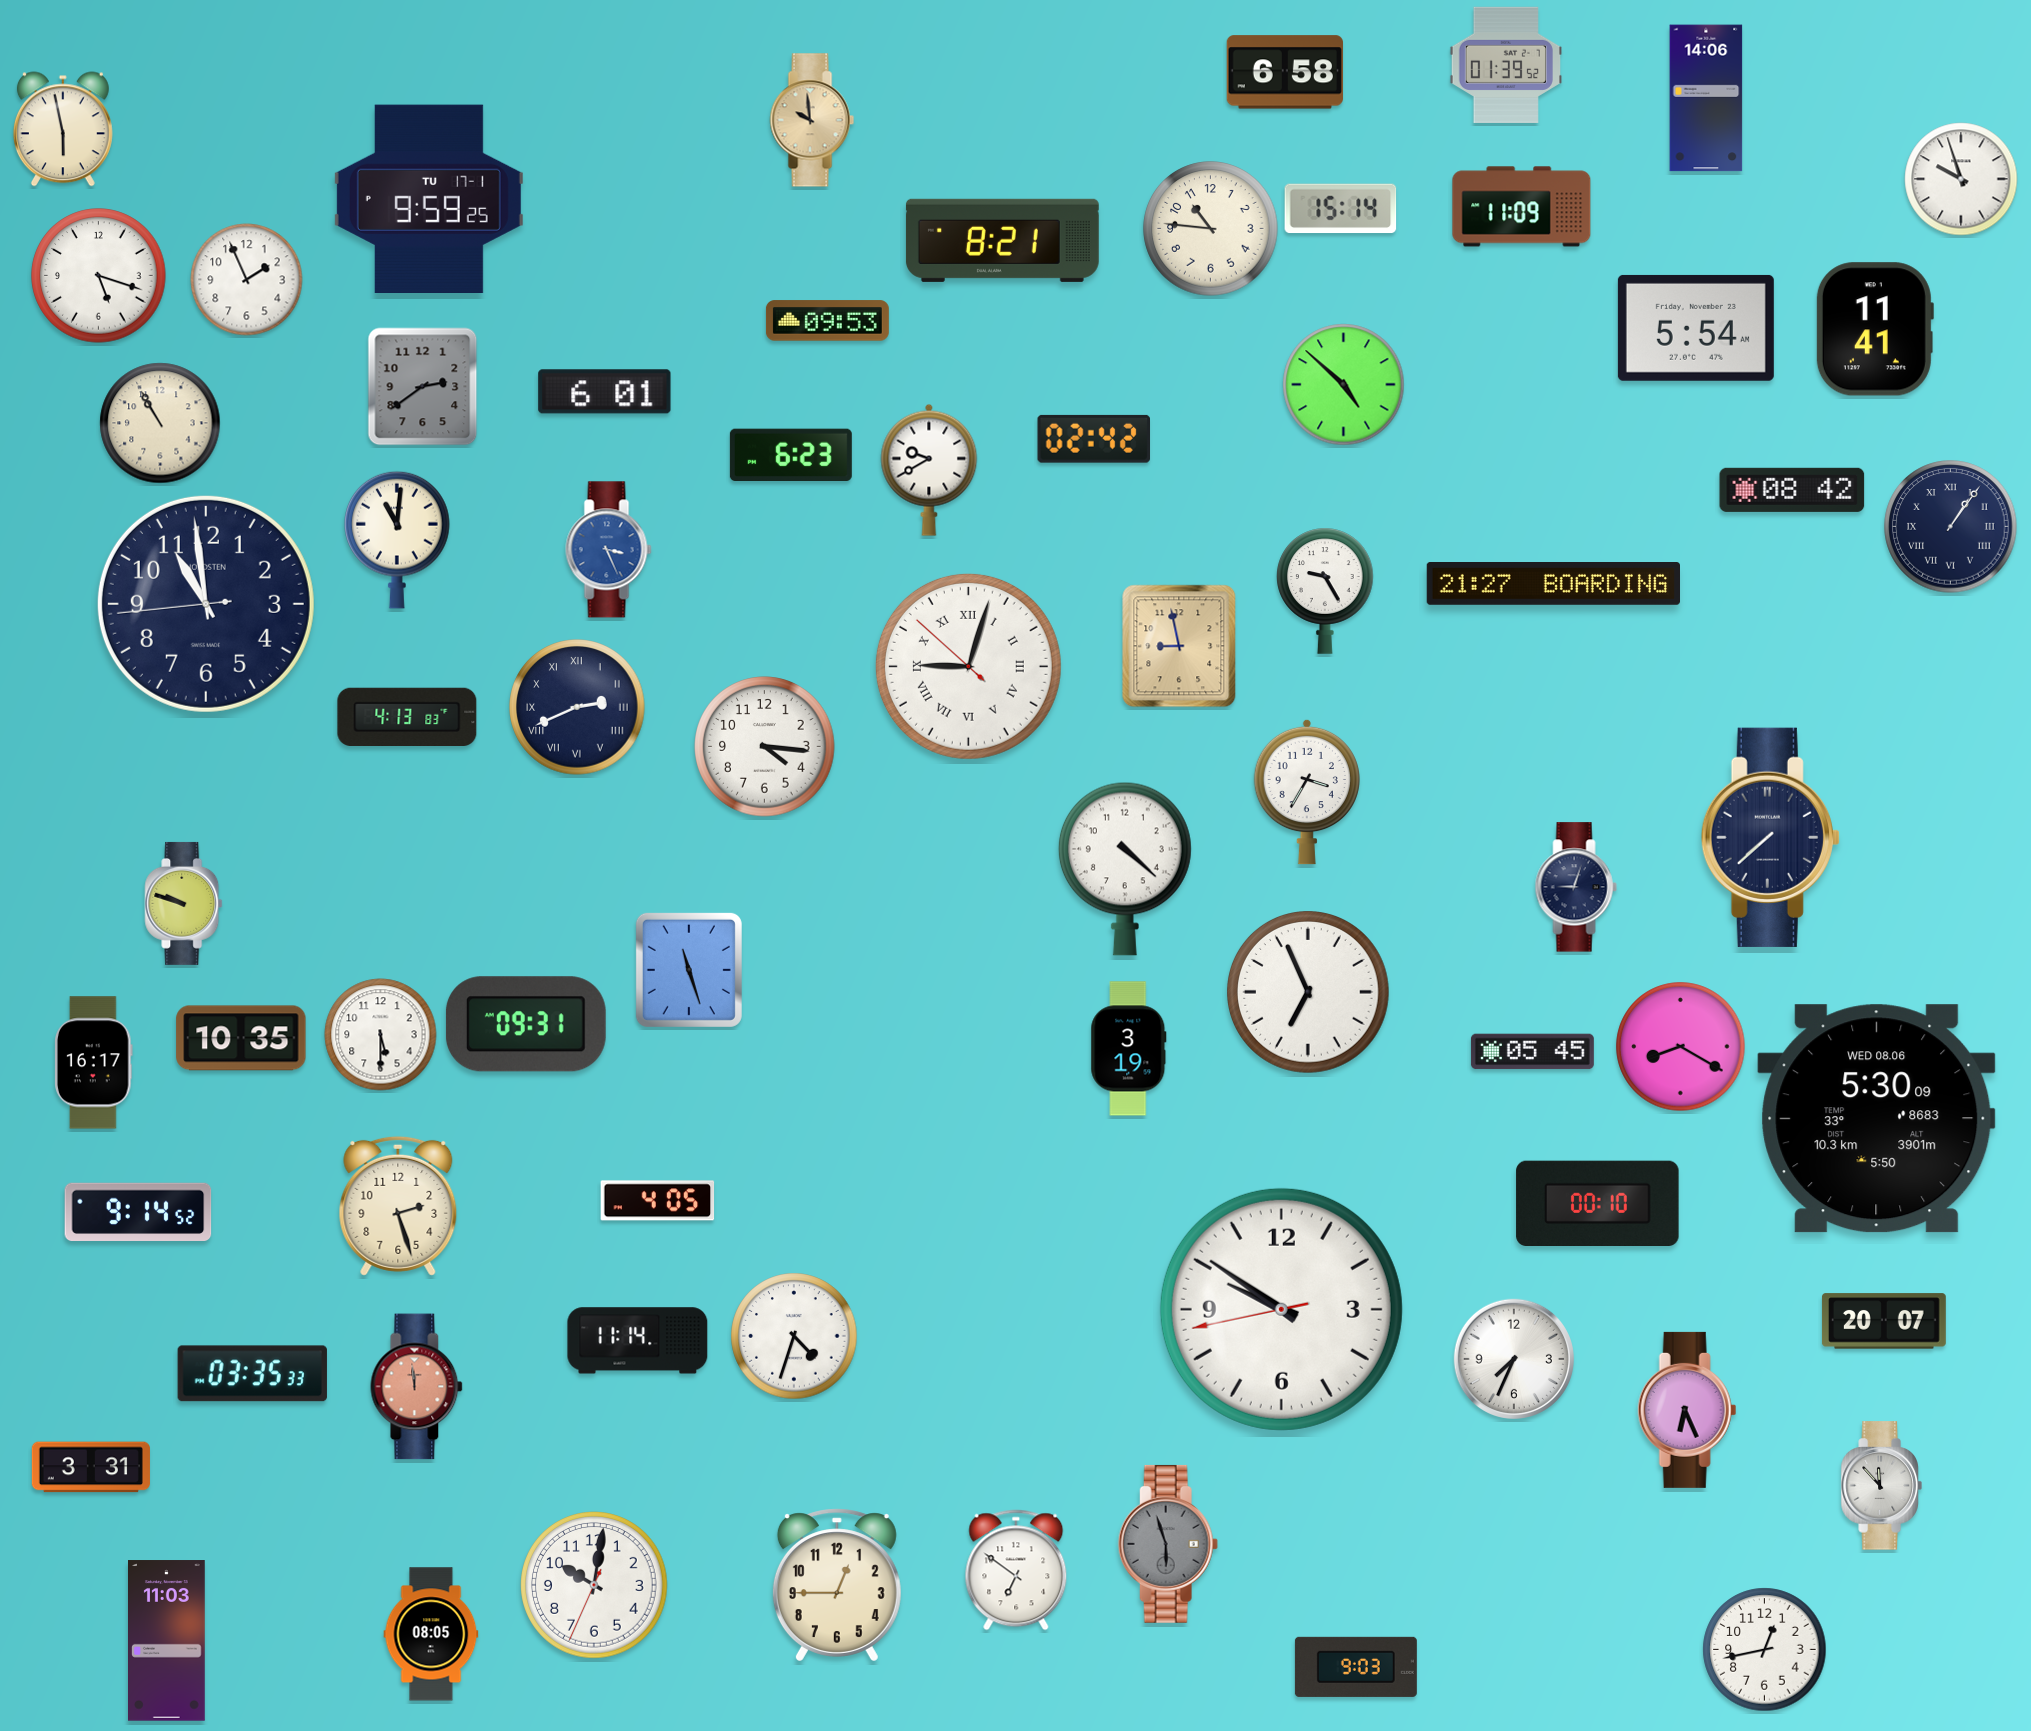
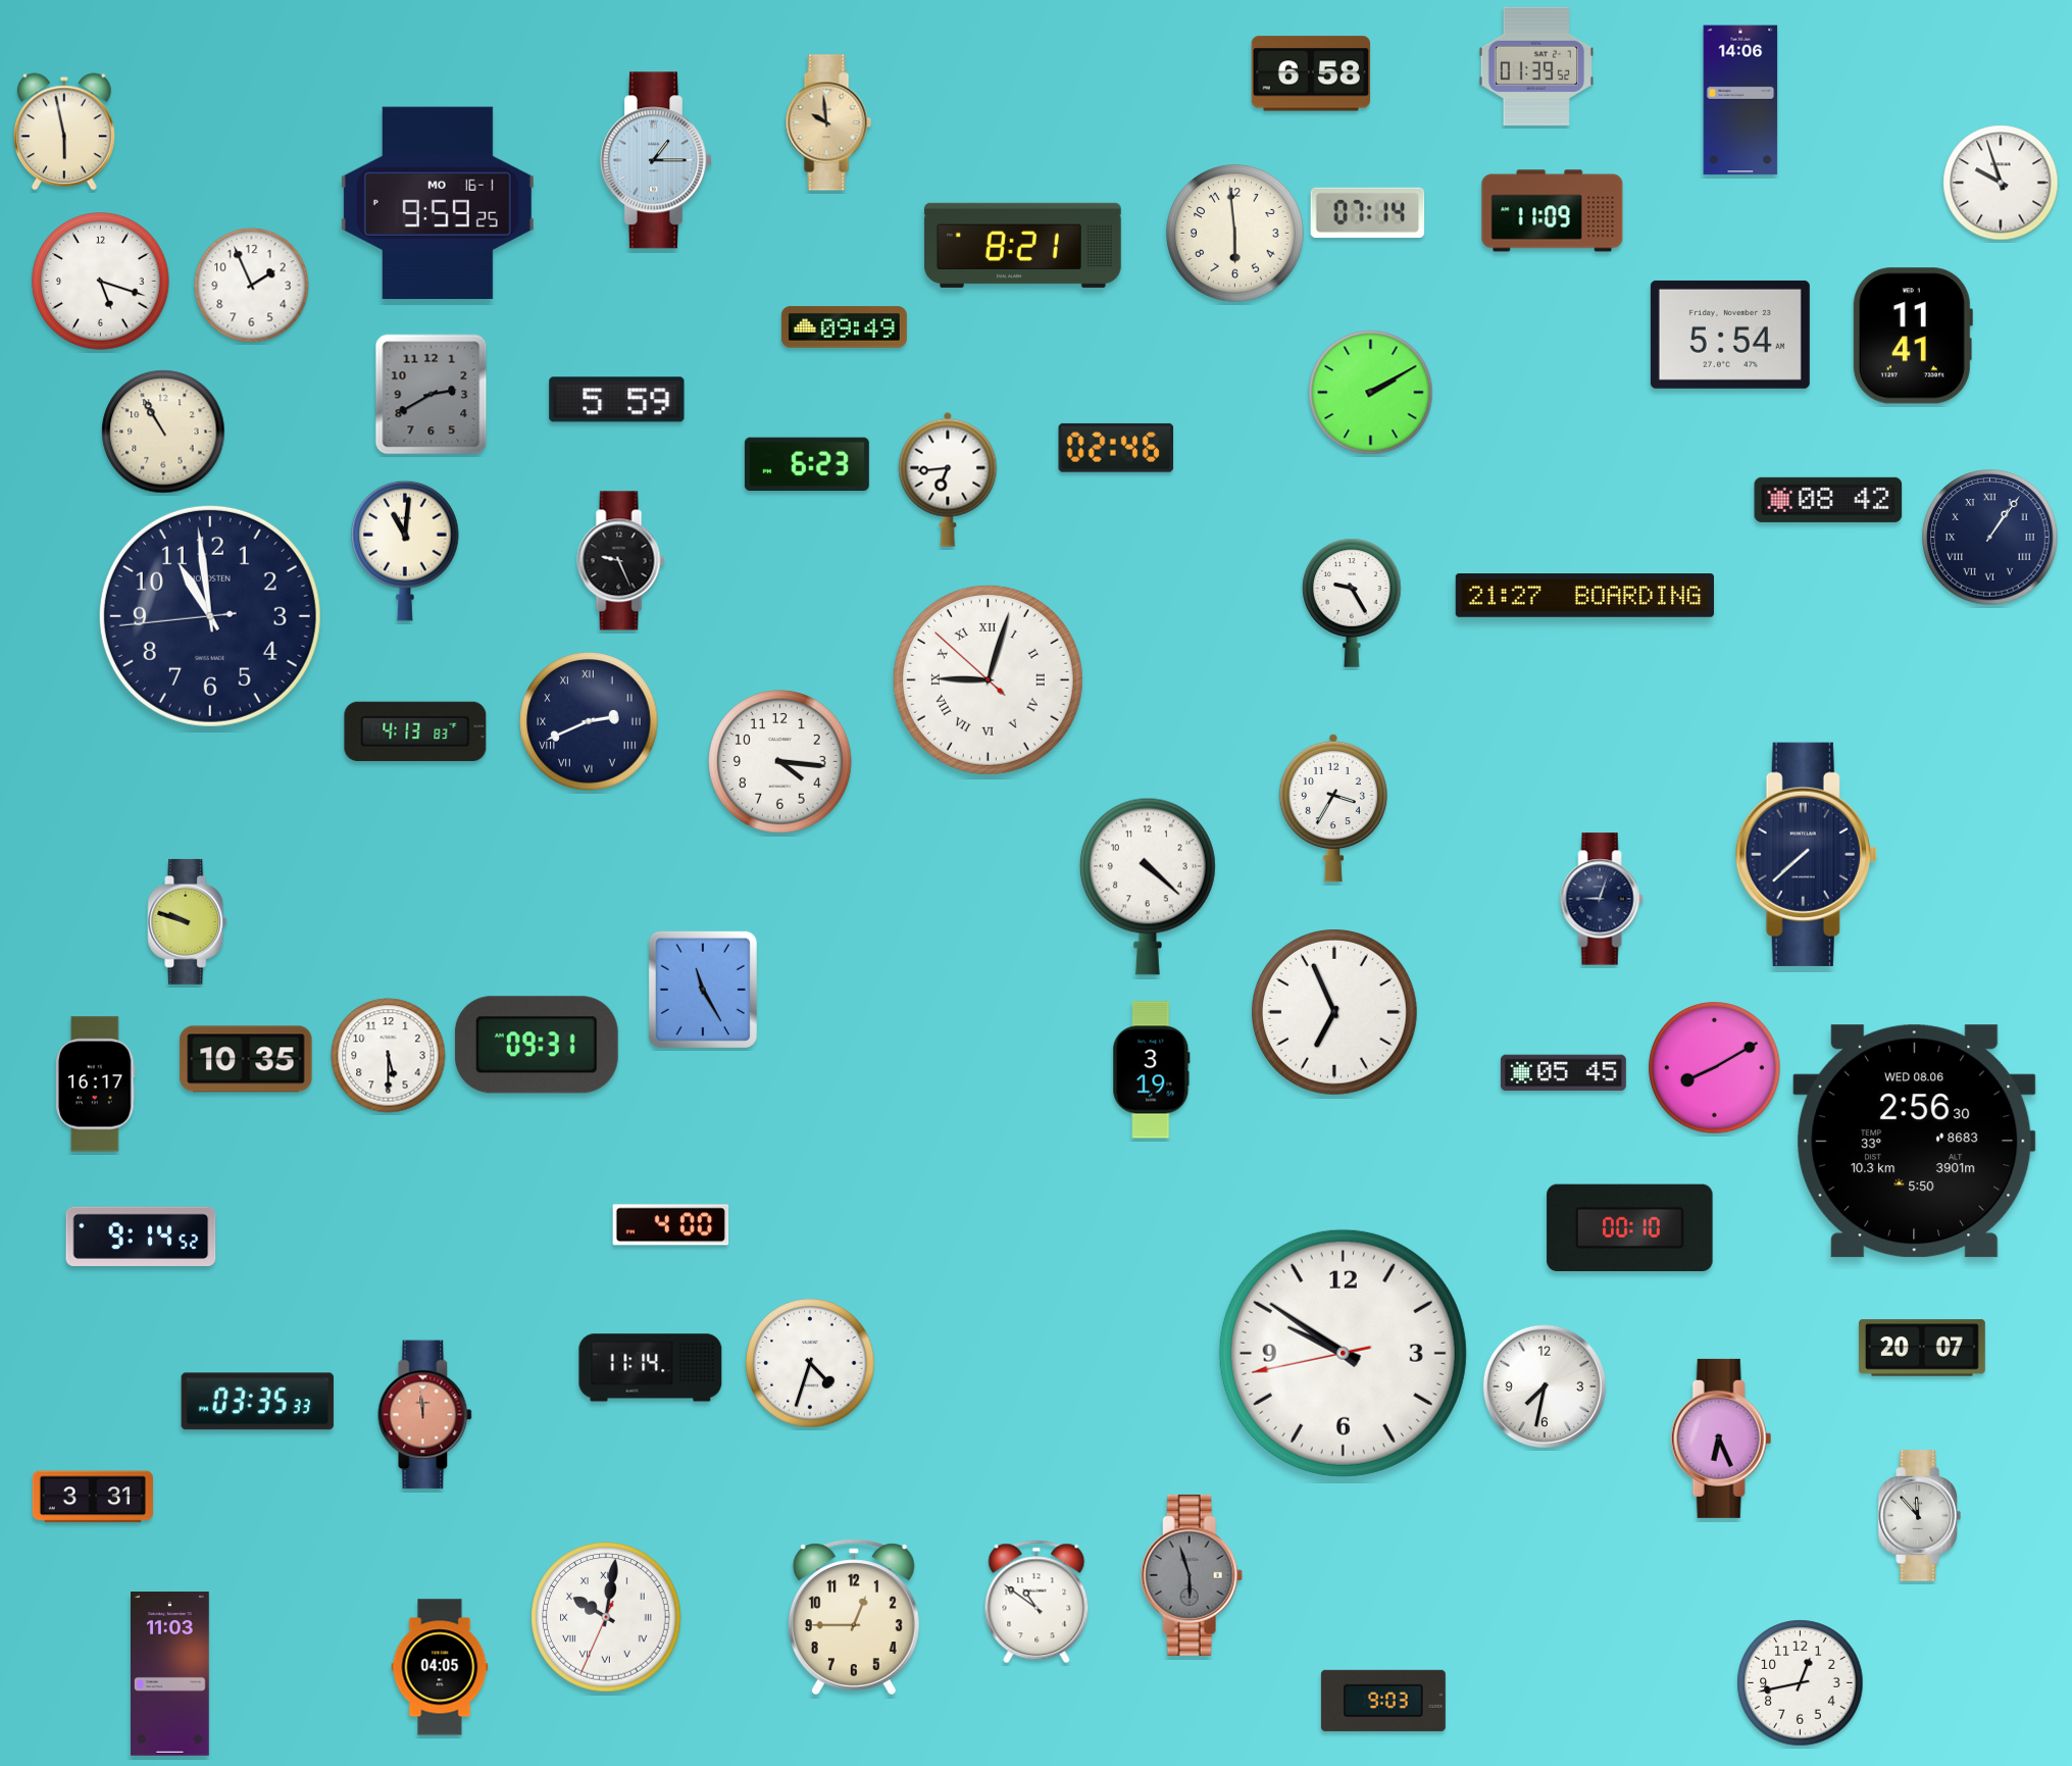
clock at (656, 160): none -> 1:15
clock at (429, 198) date: TU 17-1 -> MO 16-1
clock at (1341, 209): 15:14 -> 07:14
clock at (1211, 229): 10:46 -> 5:59
clock at (827, 321): 09:53 -> 09:49
clock at (1344, 385): 4:52 -> 2:10
clock at (423, 387): 2:39 -> 2:40
clock at (605, 392): 6:01 -> 5:59
clock at (1093, 439): 02:42 -> 02:46
clock at (929, 470): 9:40 -> 6:44
clock at (609, 550): 3:26 -> 9:26
clock at (609, 550) dial: blue -> black
clock at (1179, 646): 8:58 -> none
clock at (1576, 887) position: (1576, 887) -> (1602, 899)
clock at (689, 970): 11:27 -> 11:25
clock at (1681, 1047): 8:20 -> 8:10
clock at (1877, 1119): 5:30 -> 2:56
clock at (658, 1201): 4:05 -> 4:00
clock at (398, 1206): 2:27 -> none
clock at (1281, 1309) position: (1281, 1309) -> (1343, 1353)
clock at (1514, 1359): 7:34 -> 7:32
clock at (1016, 1570): 6:51 -> 10:51
clock at (594, 1585) numerals: Arabic -> Roman
clock at (431, 1634): 08:05 -> 04:05
